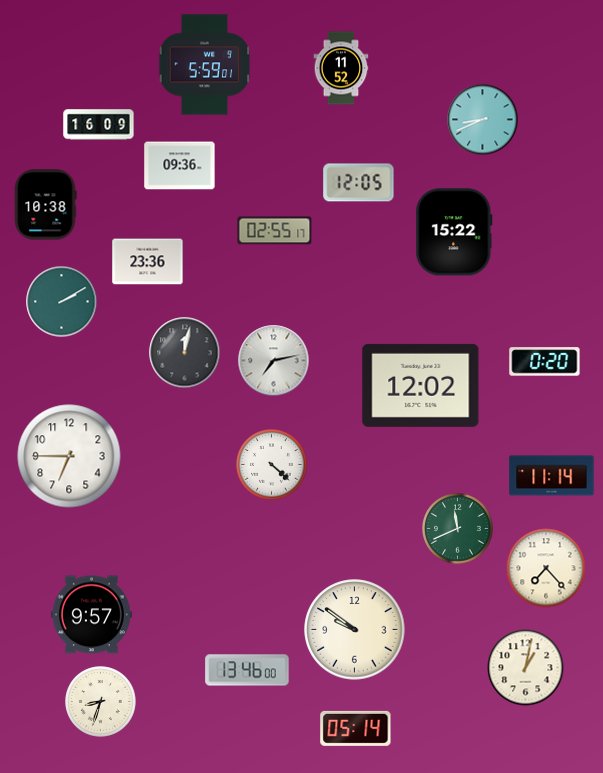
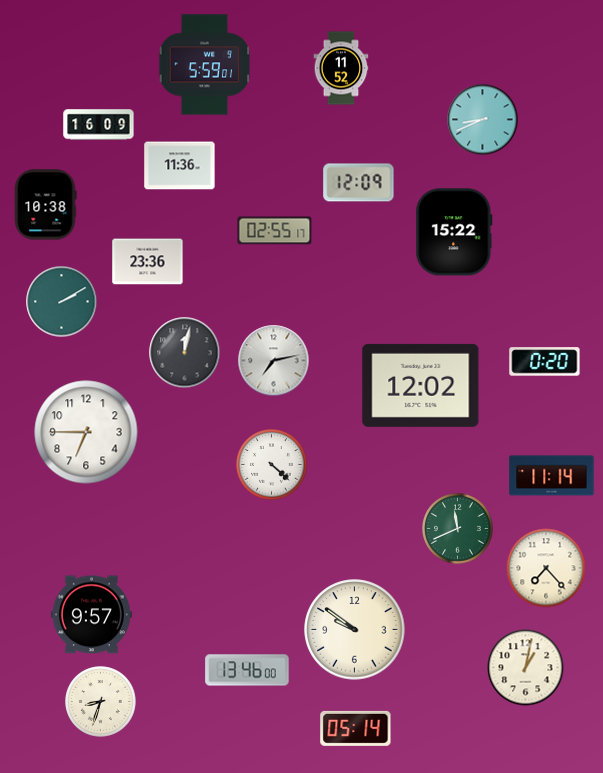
clock at (180, 166): 09:36 -> 11:36
clock at (359, 183): 12:05 -> 12:09
clock at (69, 456) position: (69, 456) -> (86, 432)
